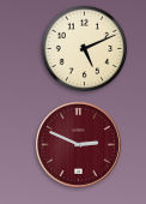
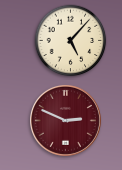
clock at (85, 49): 5:11 -> 5:07
